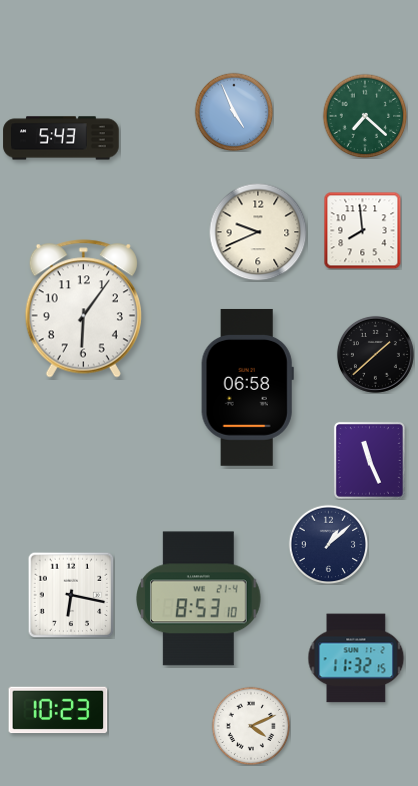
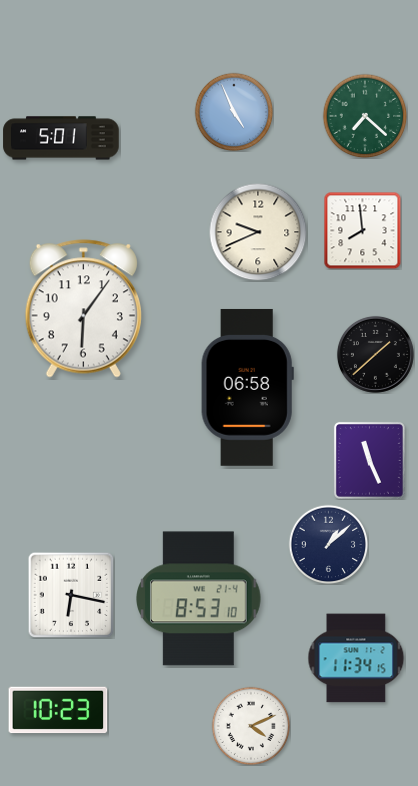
clock at (61, 138): 5:43 -> 5:01
clock at (356, 658): 11:32 -> 11:34
